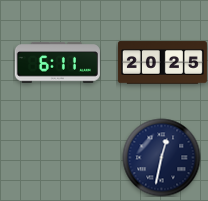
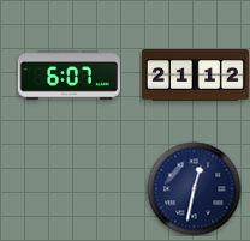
clock at (57, 63): 6:11 -> 6:07
clock at (162, 63): 20:25 -> 21:12
